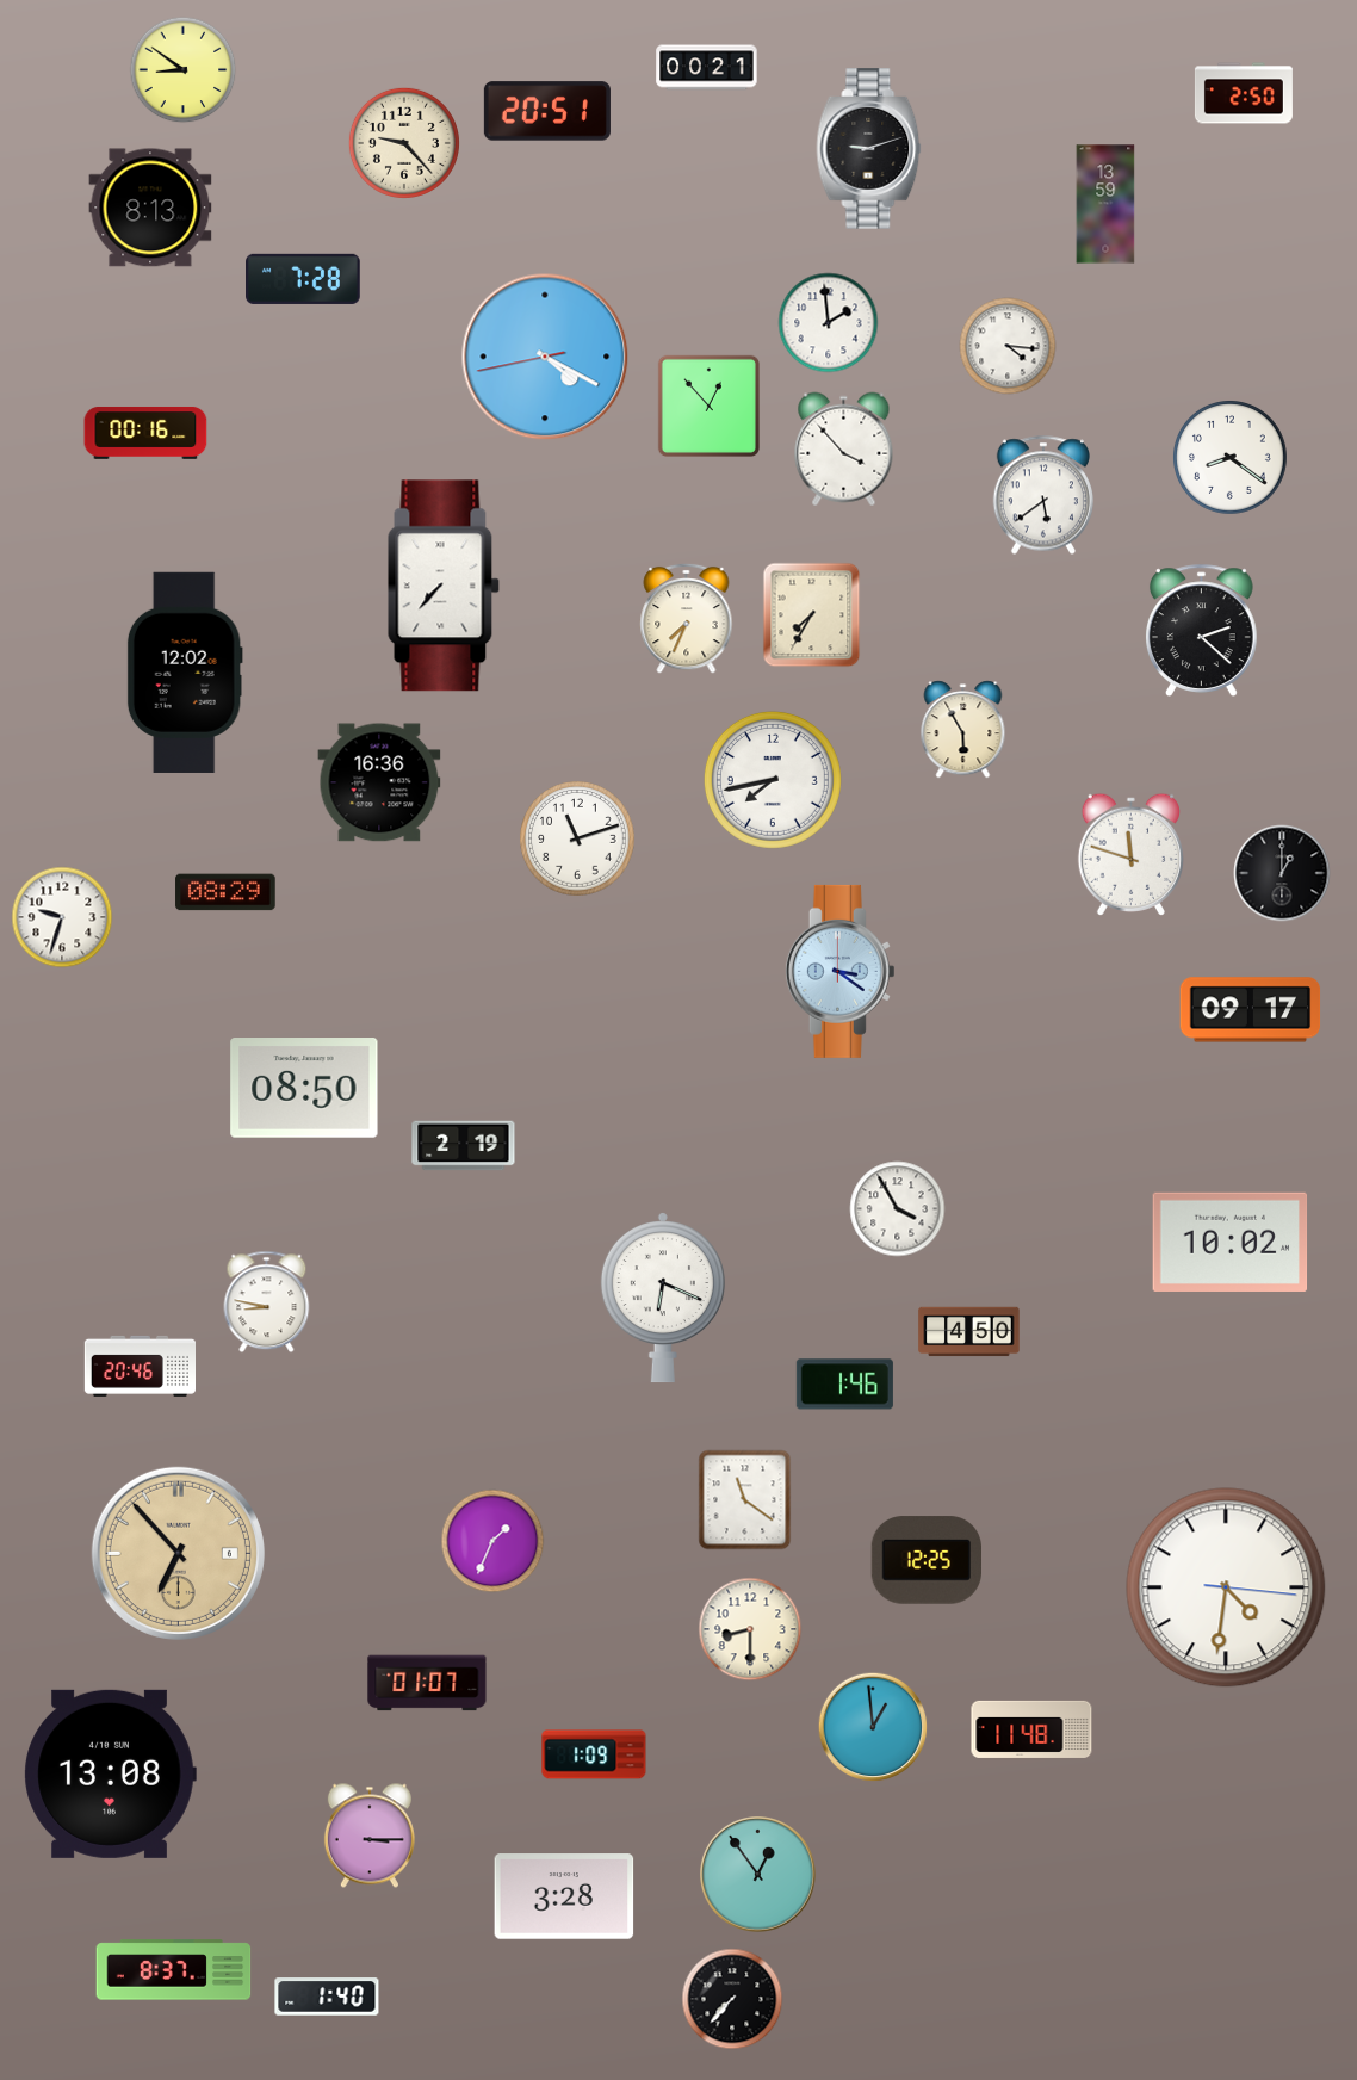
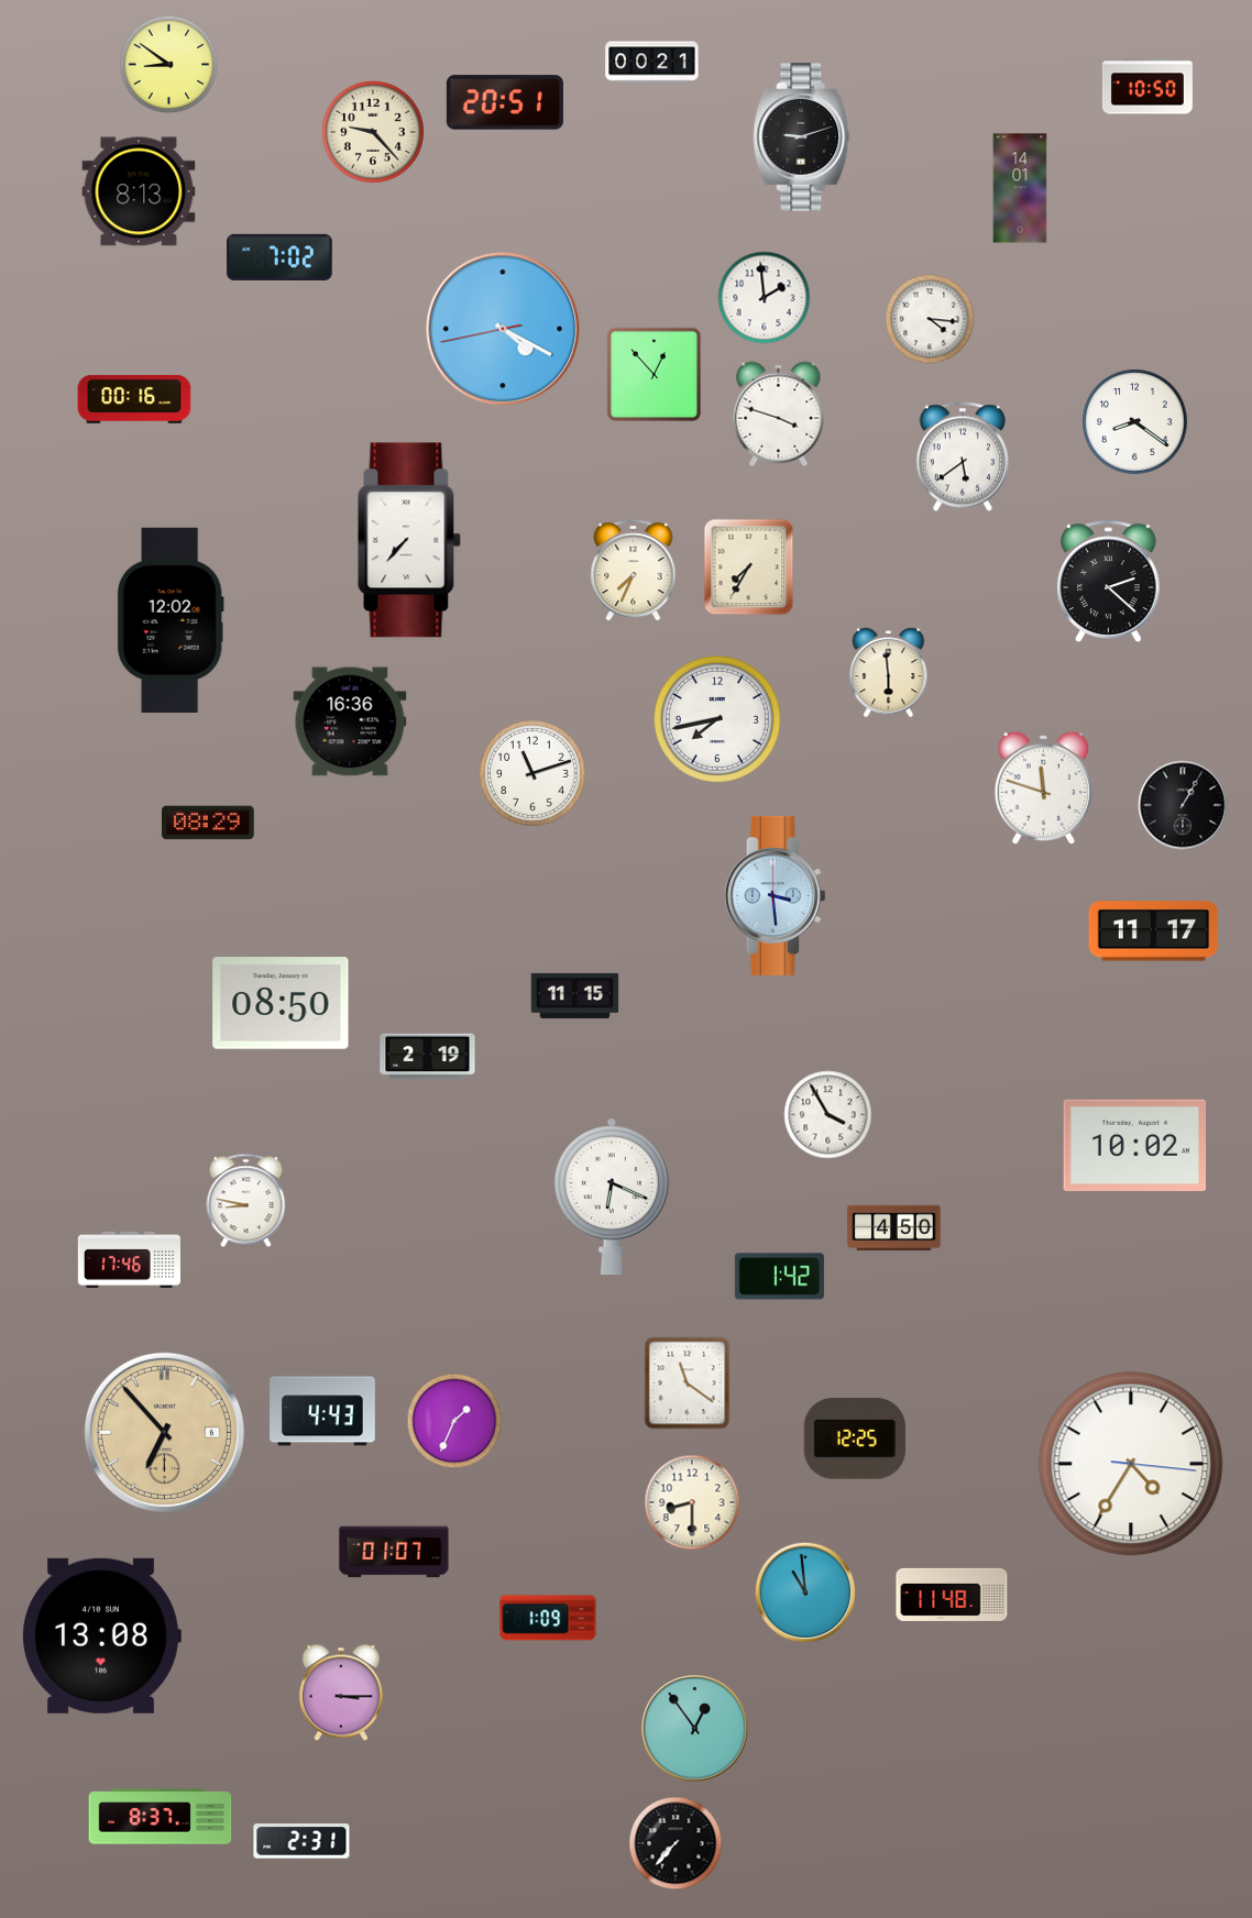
clock at (1244, 93): 2:50 -> 10:50
clock at (1105, 204): 13:59 -> 14:01
clock at (304, 279): 7:28 -> 7:02
clock at (844, 450): 3:53 -> 3:48
clock at (963, 730): 5:55 -> 5:59
clock at (773, 780) position: (773, 780) -> (717, 719)
clock at (1282, 873): 1:00 -> 1:05
clock at (62, 917): 9:33 -> none
clock at (839, 971): 3:21 -> 3:29
clock at (1251, 1010): 09:17 -> 11:17
clock at (575, 995): none -> 11:15
clock at (140, 1366): 20:46 -> 17:46
clock at (844, 1385): 1:46 -> 1:42
clock at (322, 1411): none -> 4:43
clock at (1226, 1587): 4:31 -> 4:35
clock at (873, 1727): 12:59 -> 10:59
clock at (758, 1875) position: (758, 1875) -> (695, 1729)
clock at (564, 1896): 3:28 -> none
clock at (327, 1997): 1:40 -> 2:31
